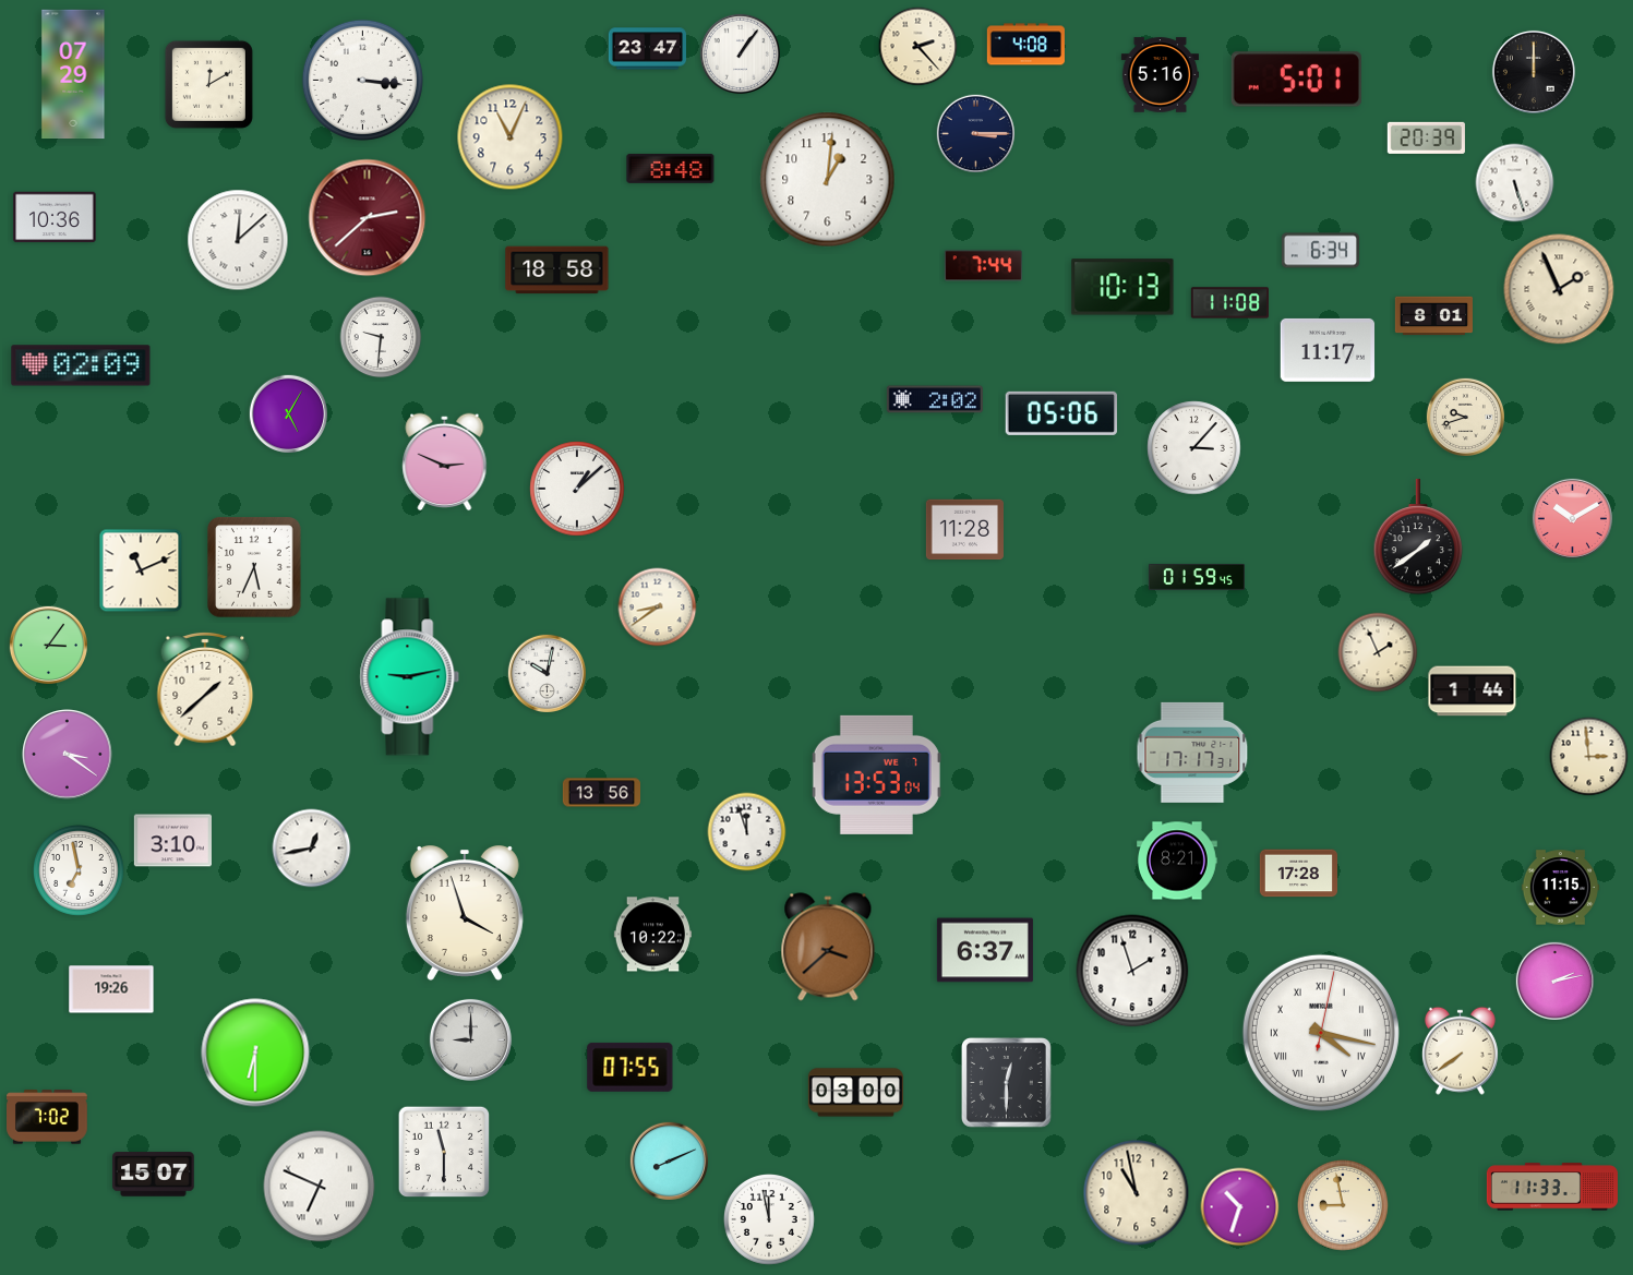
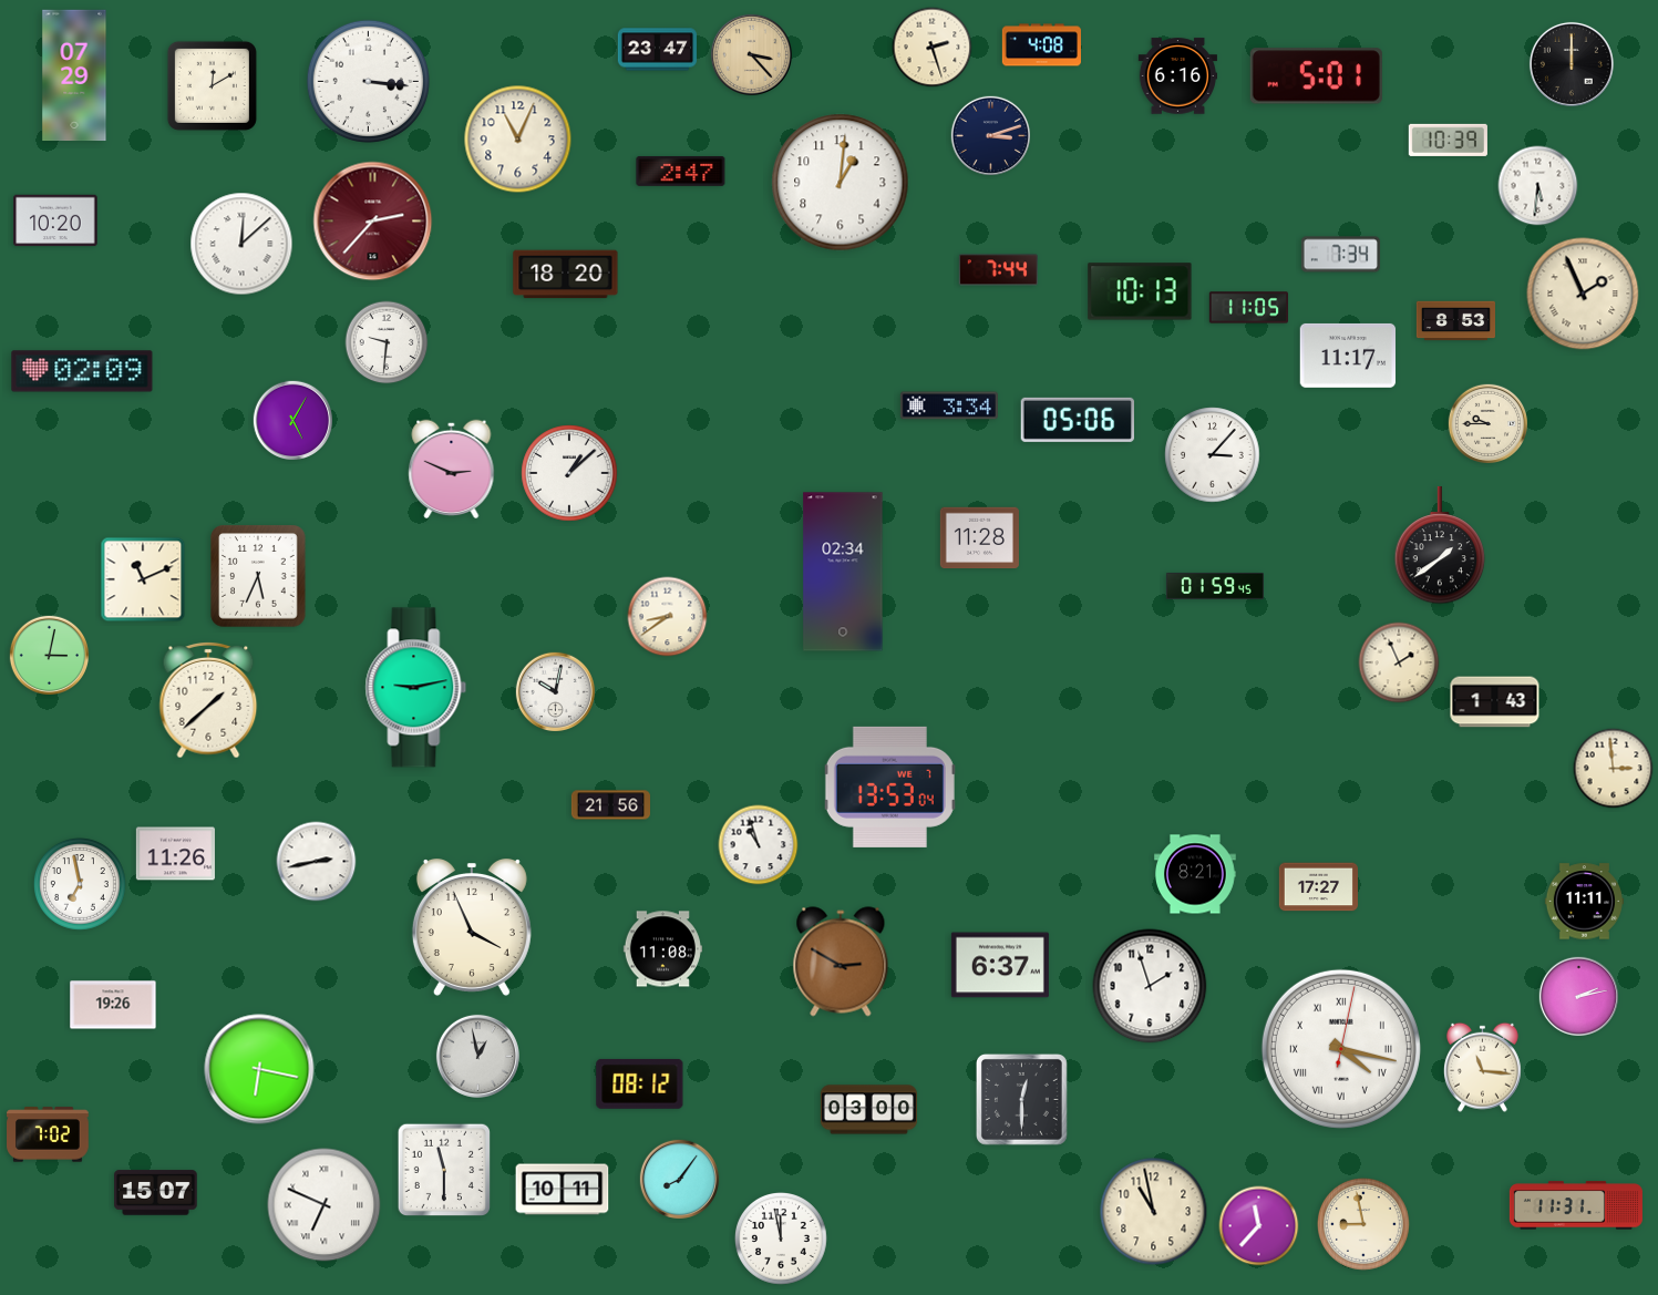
clock at (918, 47): 2:23 -> 2:27
clock at (740, 53): 1:06 -> 3:23
clock at (740, 53) dial: white -> champagne
clock at (1534, 72) position: (1534, 72) -> (1572, 64)
clock at (1160, 75): 5:16 -> 6:16
clock at (1296, 80) position: (1296, 80) -> (1316, 76)
clock at (975, 133): 3:15 -> 3:12
clock at (1426, 137): 20:39 -> 10:39
clock at (671, 168): 8:48 -> 2:47
clock at (1515, 183): 5:27 -> 5:31
clock at (55, 217): 10:36 -> 10:20
clock at (368, 218): 2:38 -> 2:37
clock at (1320, 251): 6:34 -> 7:34
clock at (557, 270): 18:58 -> 18:20
clock at (1229, 303): 11:08 -> 11:05
clock at (1433, 316): 8:01 -> 8:53
clock at (935, 399): 2:02 -> 3:34
clock at (1465, 417): 9:42 -> 9:45
clock at (577, 489) position: (577, 489) -> (569, 473)
clock at (1572, 518): 10:10 -> none
clock at (843, 572): none -> 02:34
clock at (48, 645): 3:06 -> 3:02
clock at (547, 673) position: (547, 673) -> (555, 691)
clock at (1473, 691): 1:44 -> 1:43
clock at (1192, 753): 17:17 -> none
clock at (68, 755): 3:21 -> none
clock at (601, 793): 13:56 -> 21:56
clock at (747, 832): 11:57 -> 10:57
clock at (172, 841): 3:10 -> 11:26
clock at (312, 849): 12:43 -> 2:43
clock at (1298, 874): 17:28 -> 17:27
clock at (1560, 888): 11:15 -> 11:11
clock at (465, 914): 3:57 -> 3:56
clock at (652, 935): 10:22 -> 11:08
clock at (828, 947): 3:38 -> 2:50
clock at (470, 1039): 9:00 -> 12:58
clock at (1460, 1050): 7:39 -> 11:16
clock at (255, 1053): 6:30 -> 6:17
clock at (631, 1067): 07:55 -> 08:12
clock at (443, 1151) position: (443, 1151) -> (443, 1169)
clock at (669, 1160): 8:11 -> 8:06
clock at (563, 1190): none -> 10:11
clock at (1552, 1187): 11:33 -> 11:31
clock at (1240, 1207): 10:33 -> 11:37
